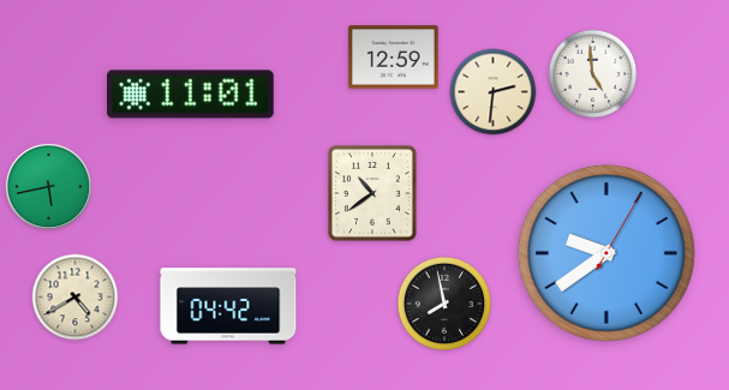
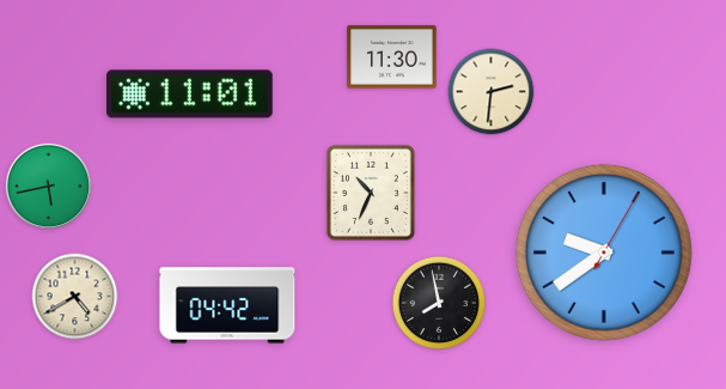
clock at (394, 58): 12:59 -> 11:30
clock at (593, 74): 4:59 -> none
clock at (372, 193): 10:39 -> 10:34
clock at (443, 302) position: (443, 302) -> (438, 302)
